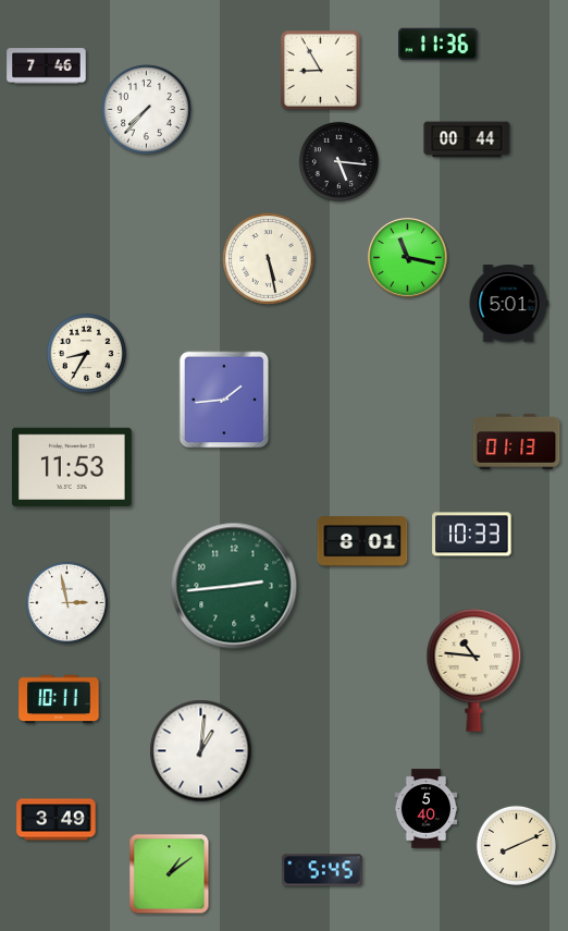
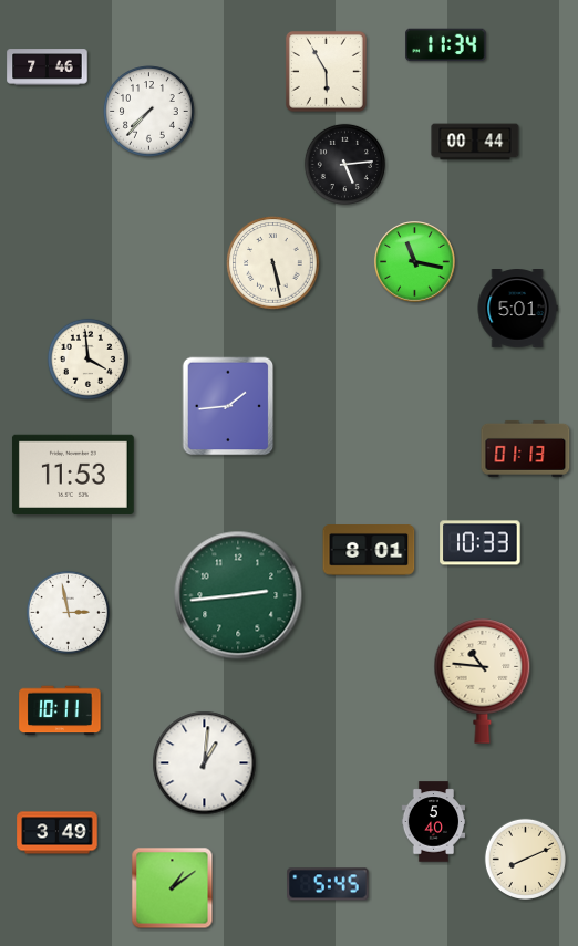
clock at (439, 45): 11:36 -> 11:34
clock at (320, 70): 8:55 -> 5:55
clock at (338, 161): 5:16 -> 5:14
clock at (86, 353): 8:35 -> 3:59
